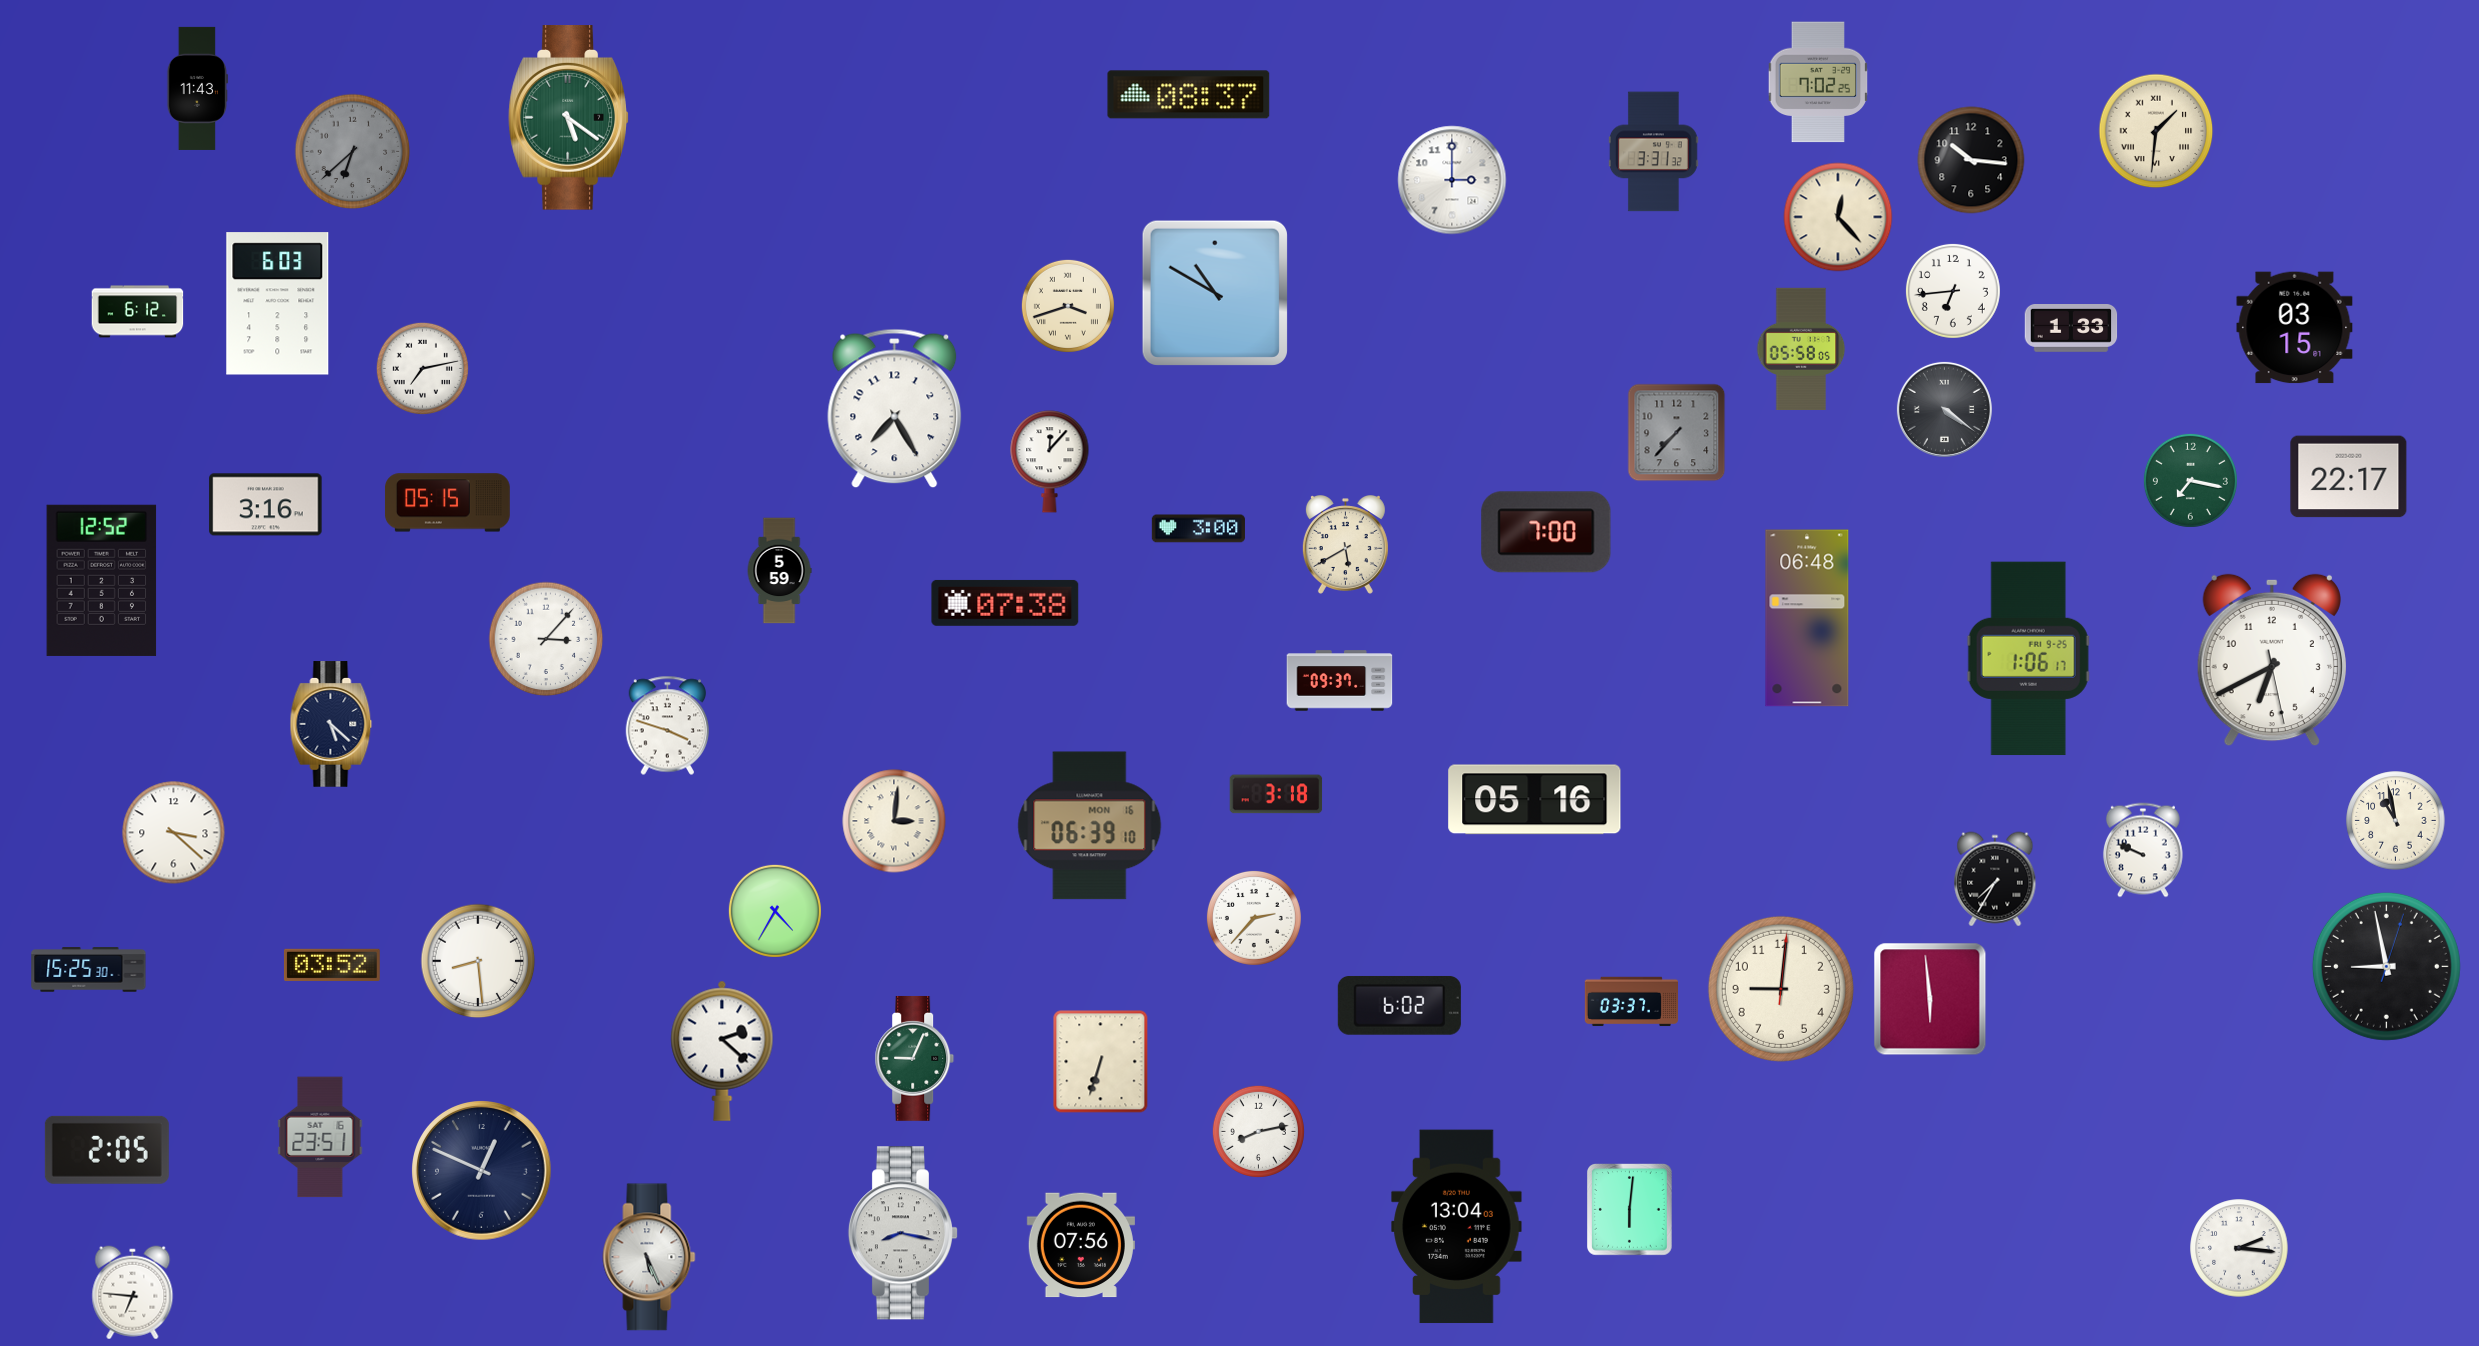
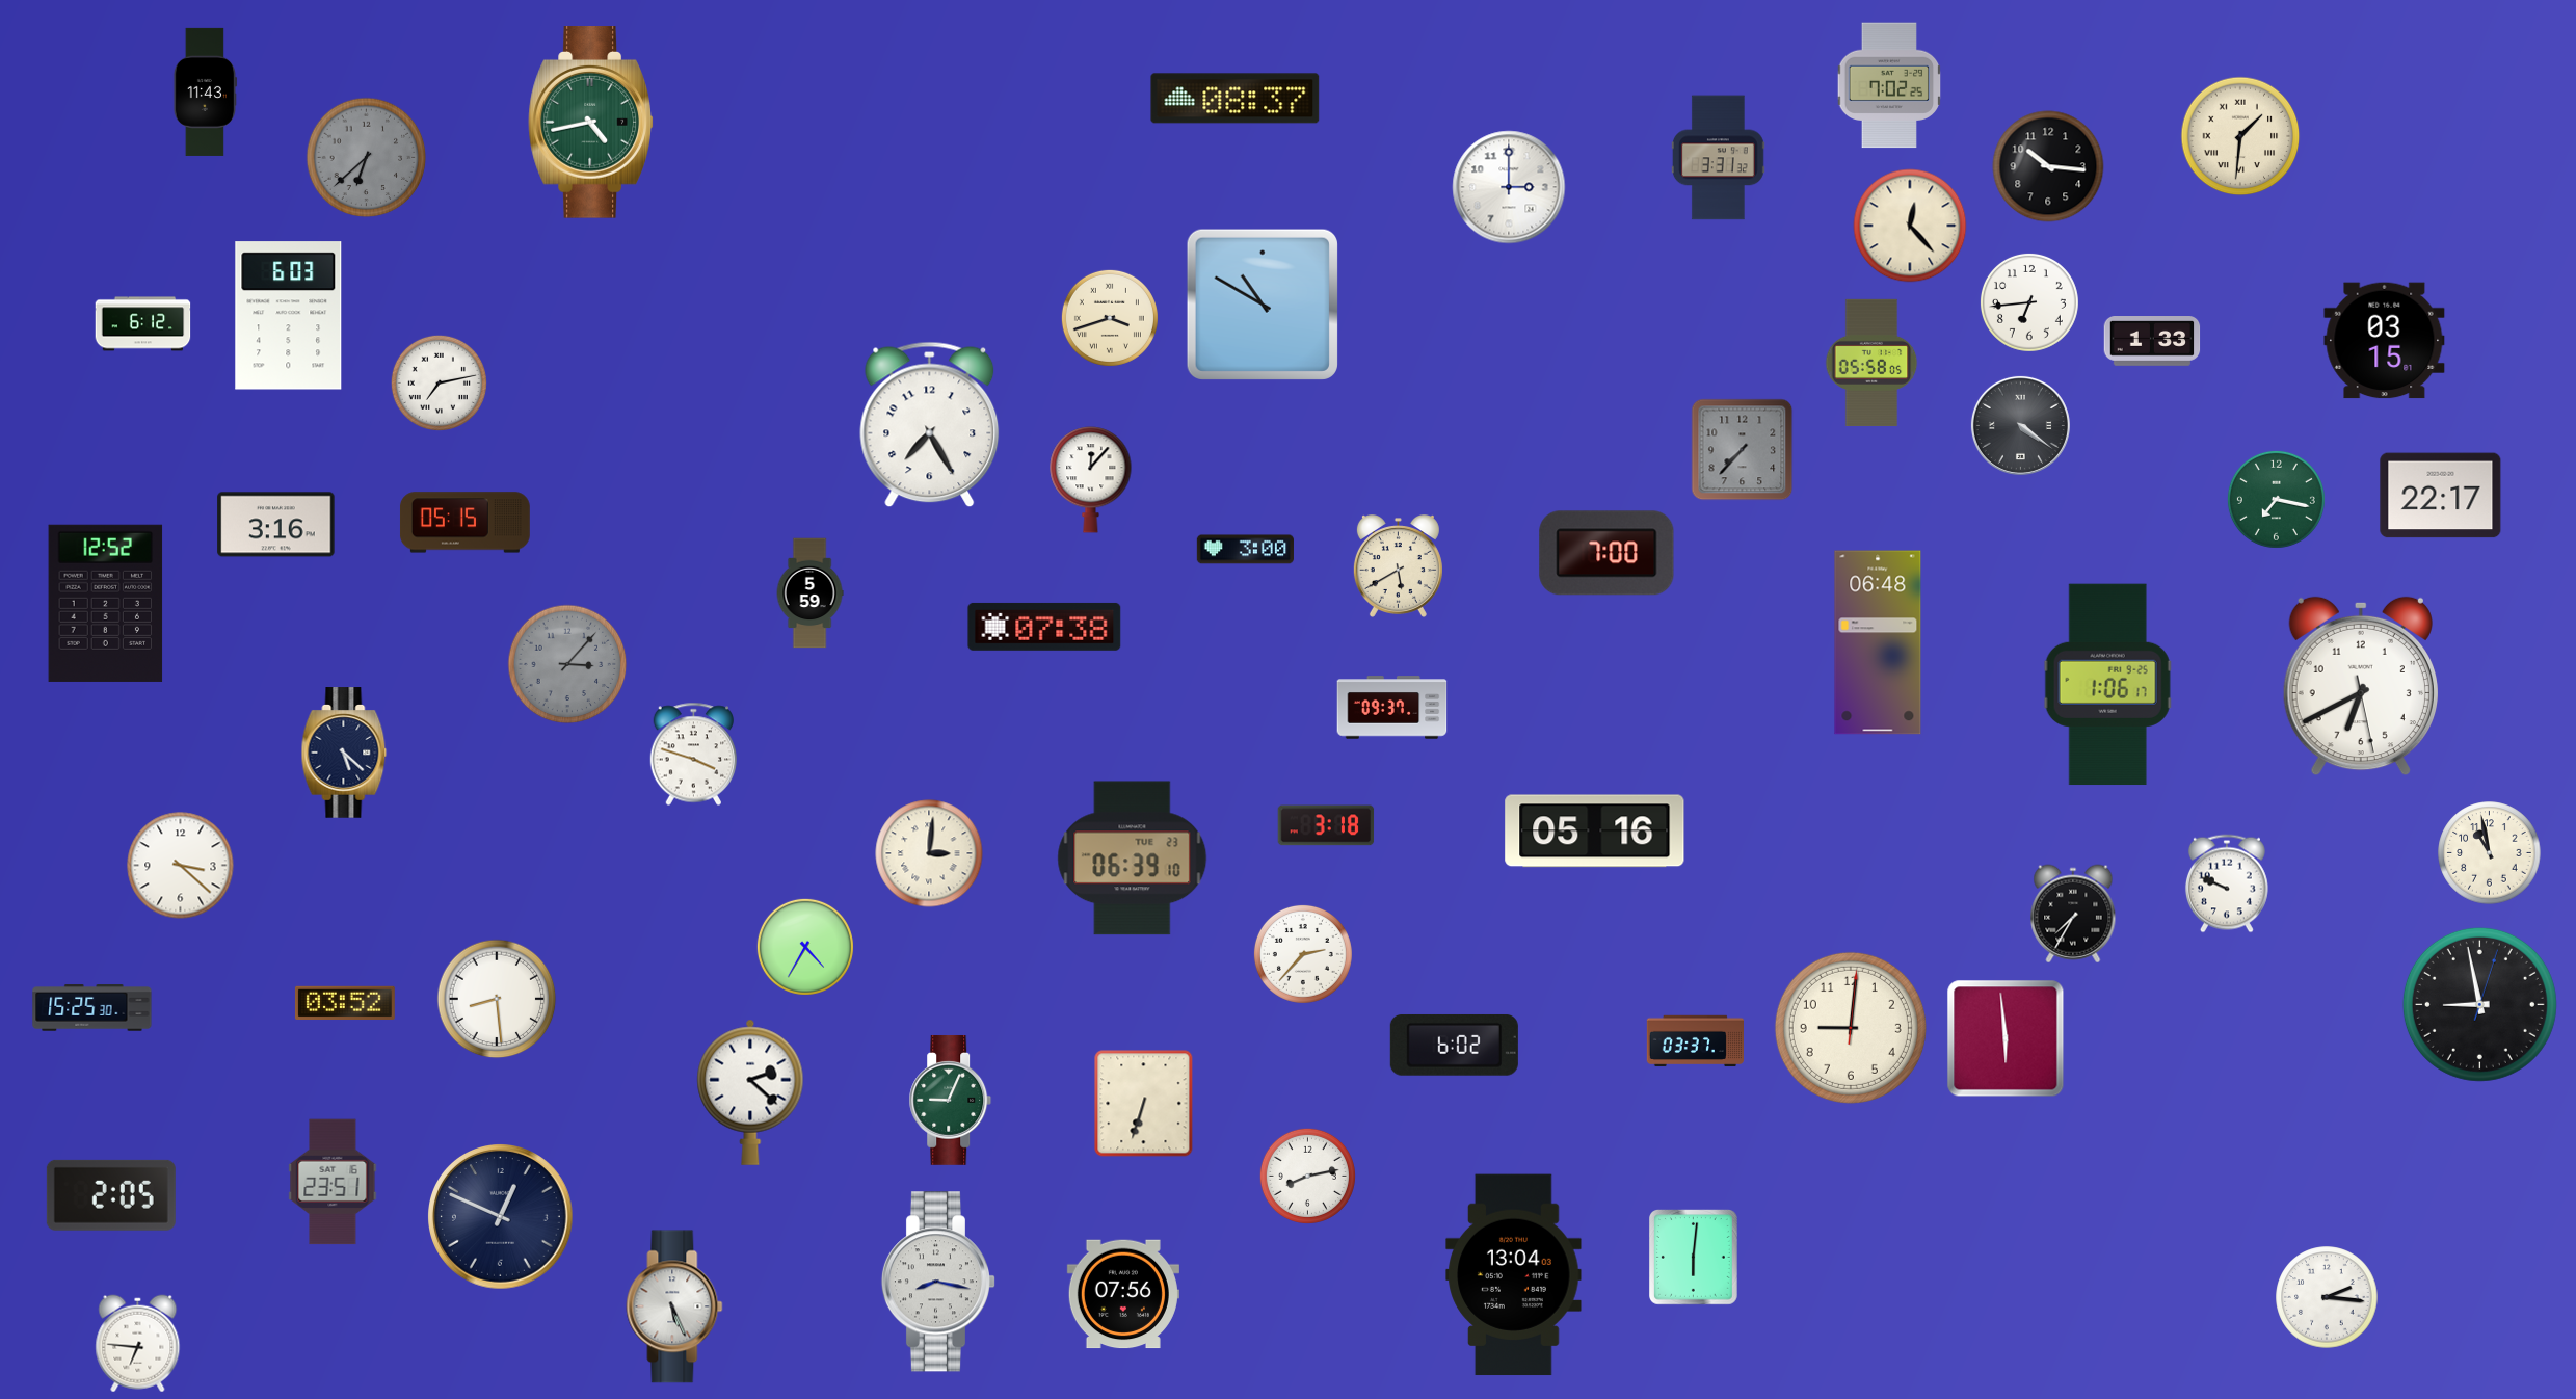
clock at (569, 118): 5:21 -> 4:43
clock at (546, 639) dial: white -> grey
clock at (1090, 826) date: MON 16 -> TUE 23
